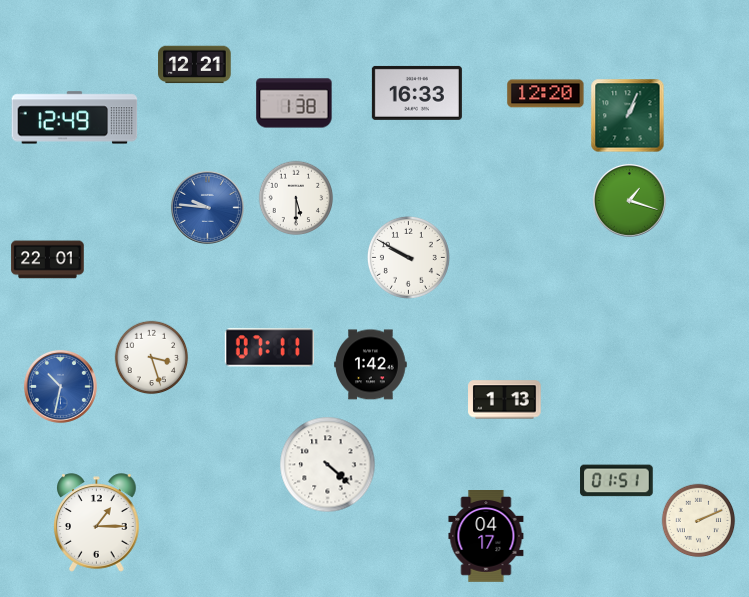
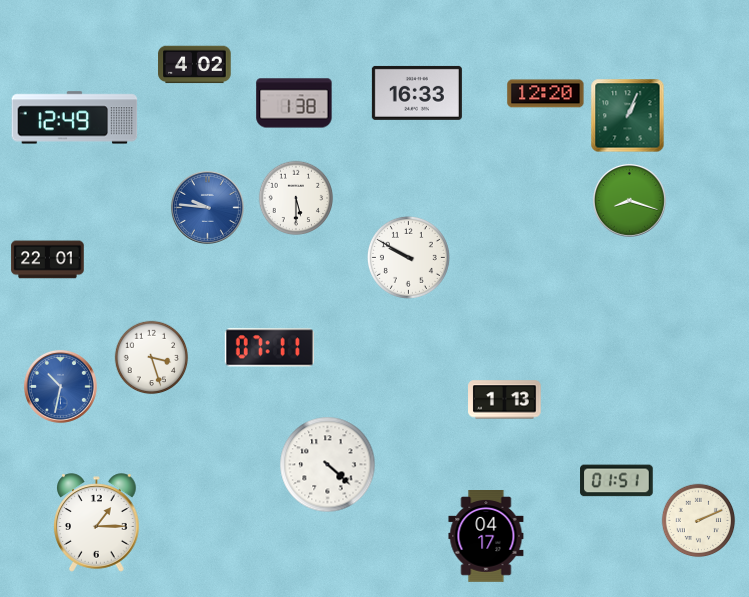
clock at (195, 65): 12:21 -> 4:02
clock at (629, 200): 1:18 -> 8:18
clock at (371, 365): 1:42 -> none
